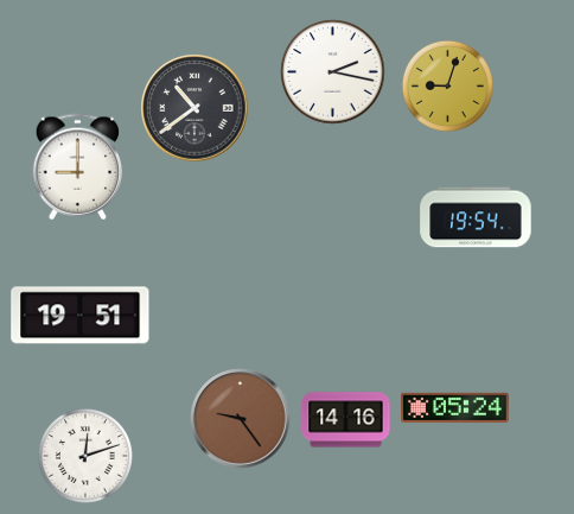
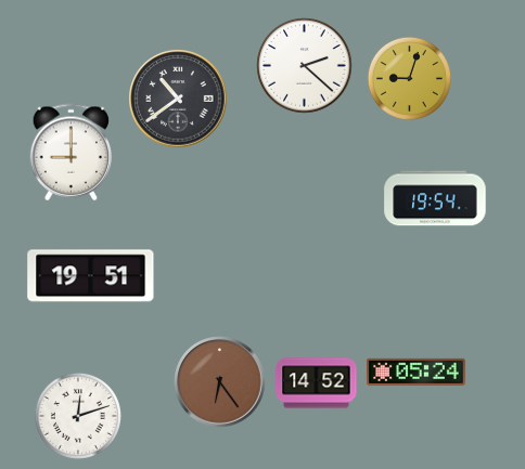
clock at (333, 72): 2:17 -> 2:22
clock at (81, 316) position: (81, 316) -> (91, 276)
clock at (241, 419): 9:24 -> 6:24
clock at (346, 420): 14:16 -> 14:52
